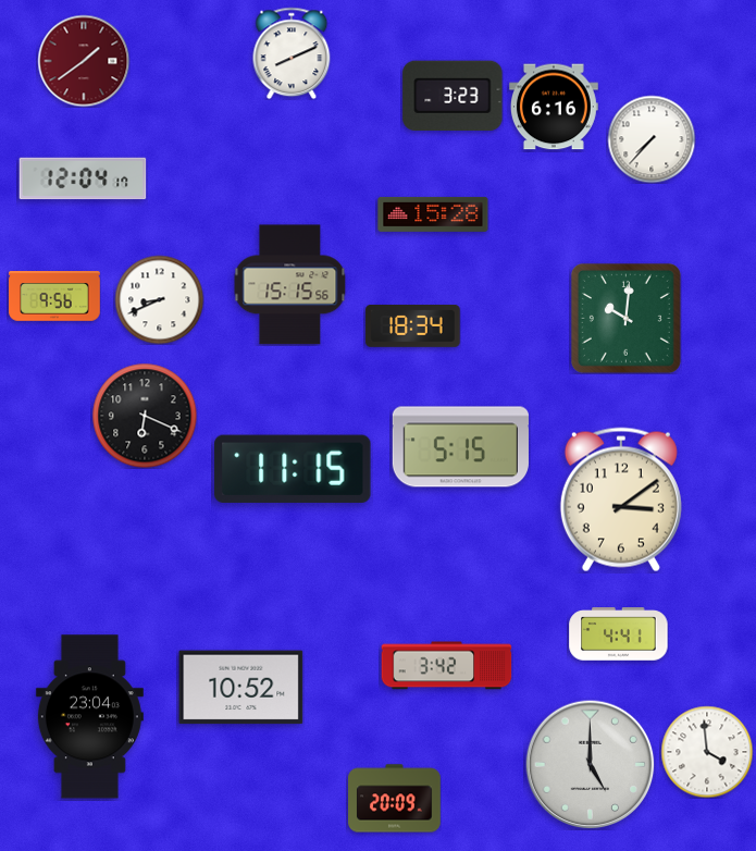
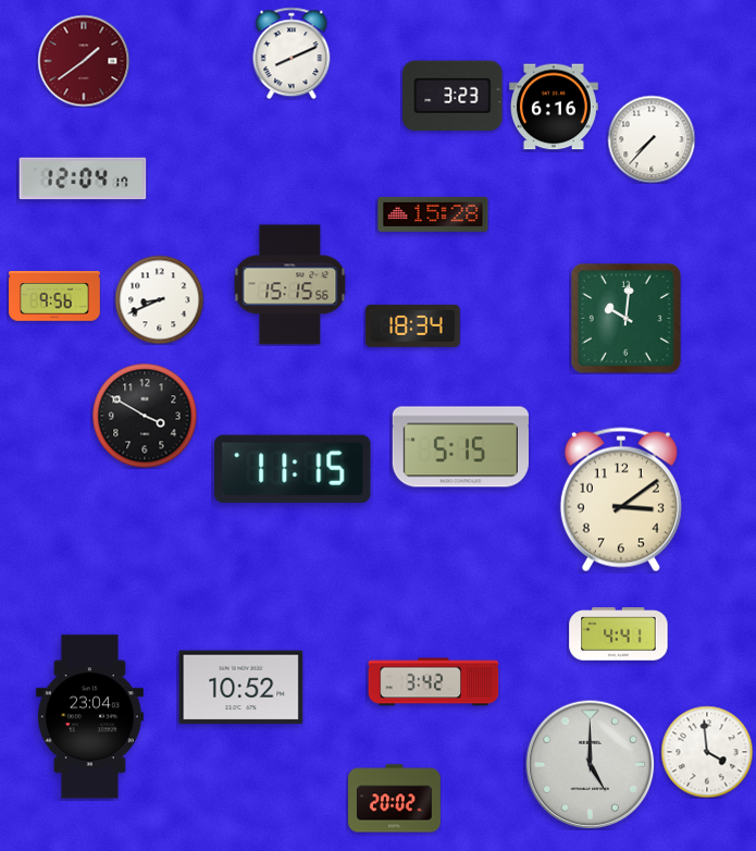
clock at (145, 416): 6:19 -> 3:50
clock at (447, 666) position: (447, 666) -> (434, 682)
clock at (395, 799): 20:09 -> 20:02
